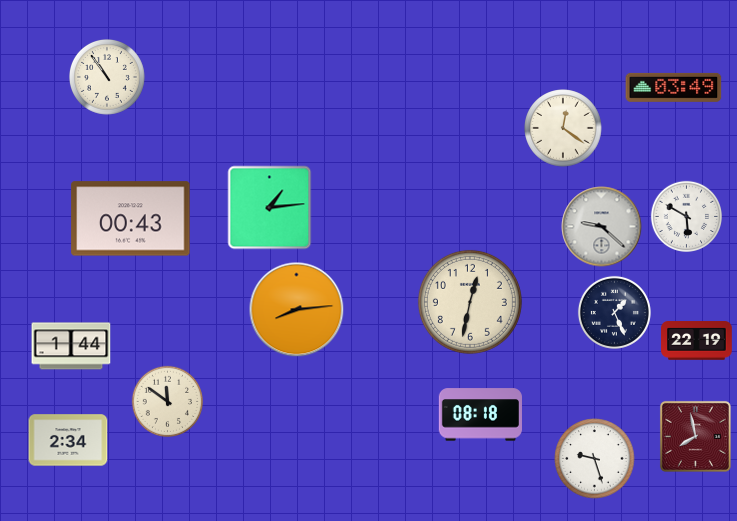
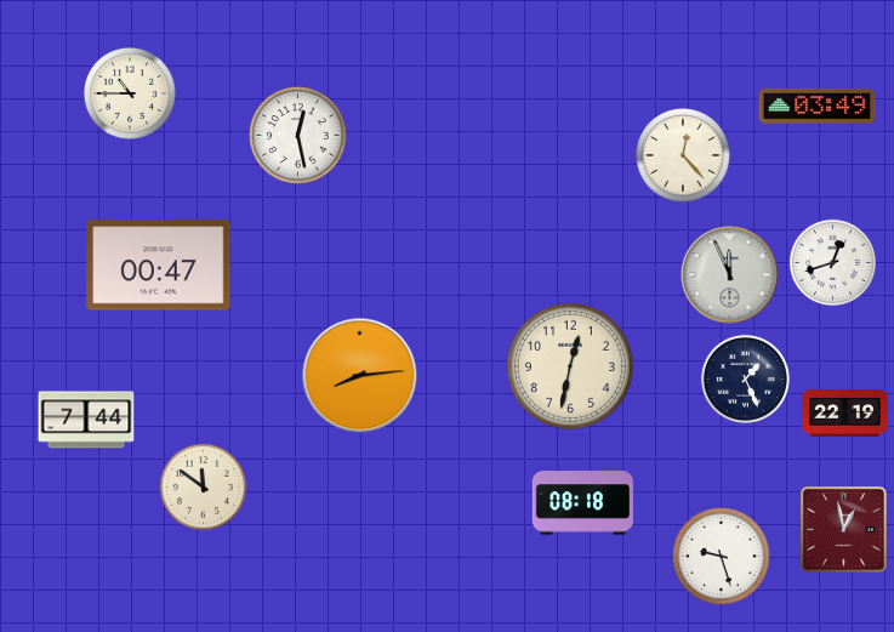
clock at (108, 78): 10:54 -> 10:45
clock at (298, 136): none -> 12:28
clock at (563, 128): 12:21 -> 12:23
clock at (270, 208): 1:14 -> none
clock at (686, 216): 5:50 -> 12:42
clock at (131, 219): 00:43 -> 00:47
clock at (602, 227): 9:22 -> 11:56
clock at (71, 346): 1:44 -> 7:44
clock at (695, 436): 7:58 -> 12:58
clock at (68, 440): 2:34 -> none
